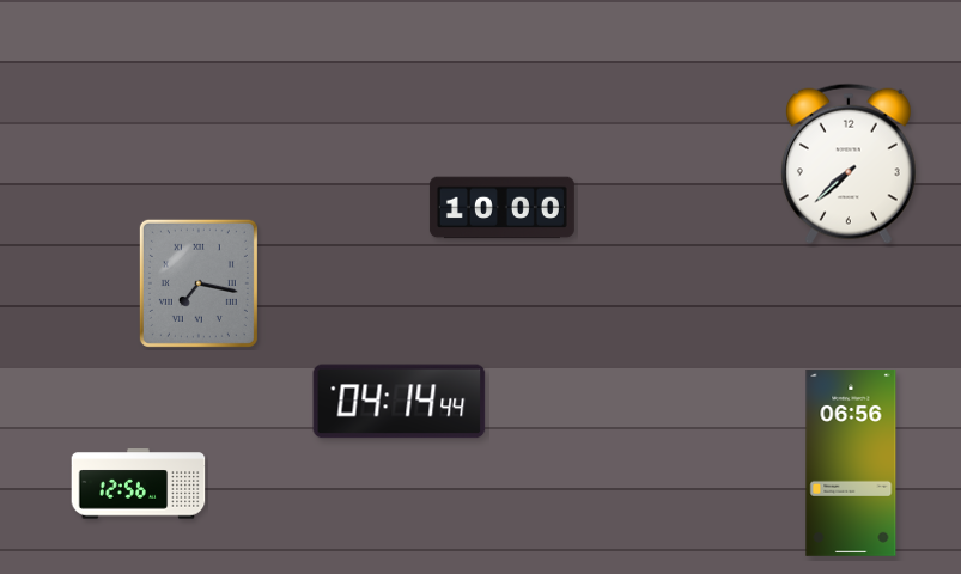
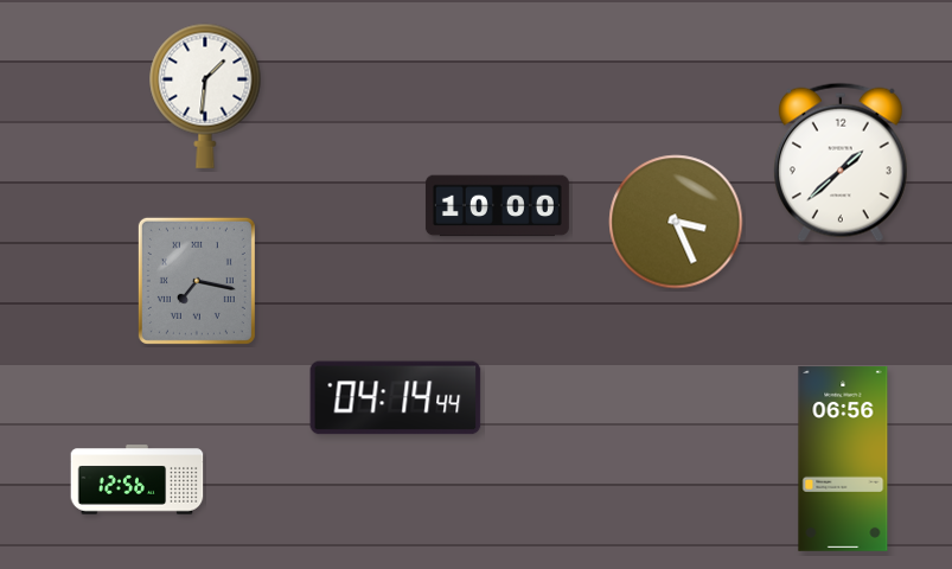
clock at (205, 96): none -> 1:31
clock at (849, 164): 7:38 -> 1:38
clock at (676, 222): none -> 3:26
